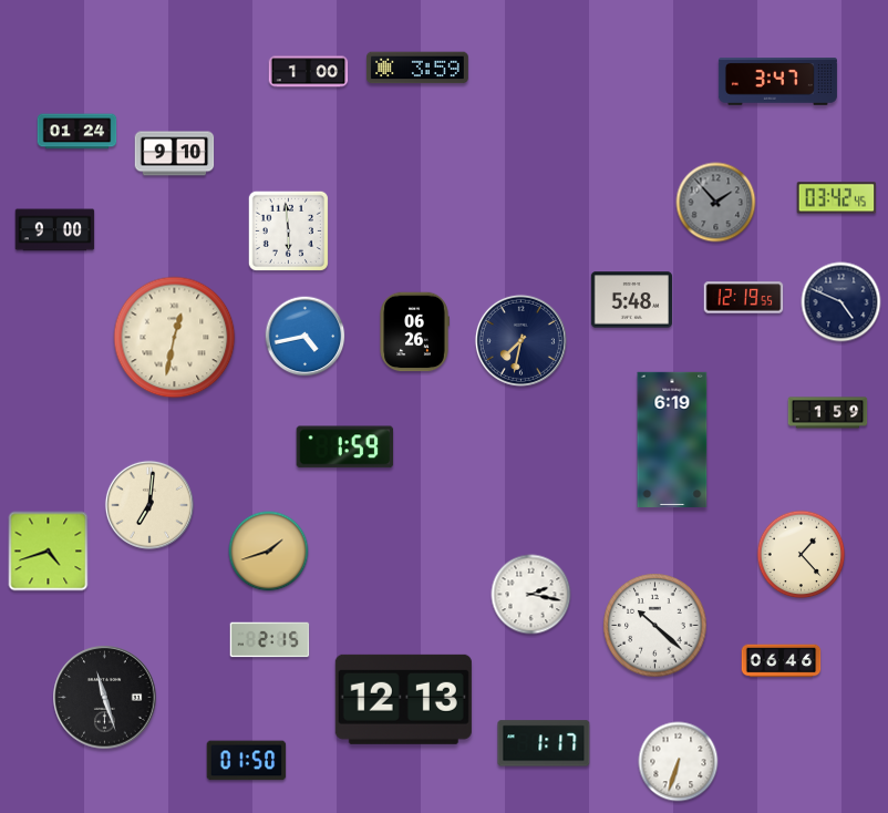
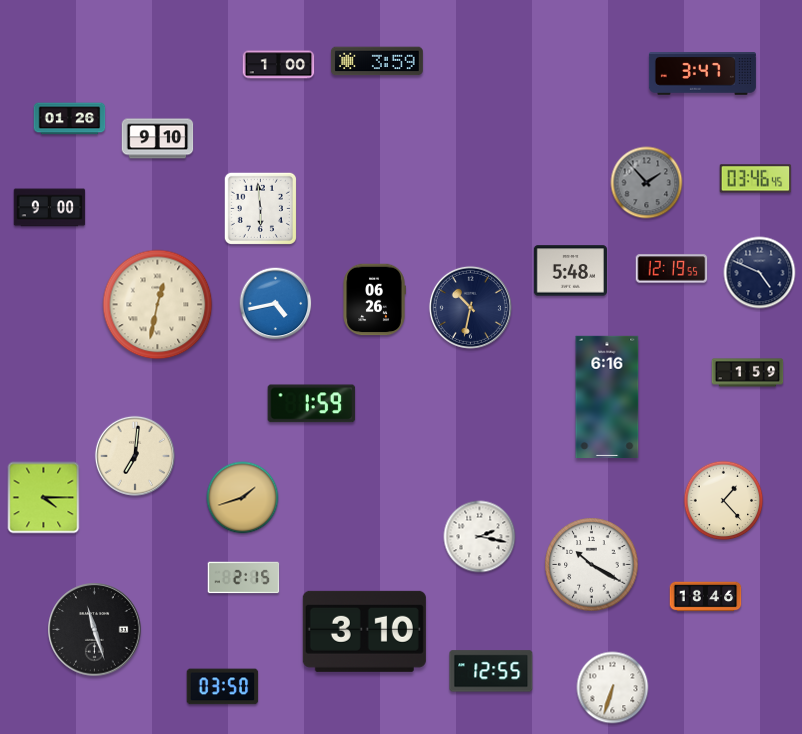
clock at (78, 132): 01:24 -> 01:26
clock at (837, 198): 03:42 -> 03:46
clock at (520, 340): 7:32 -> 10:32
clock at (672, 439): 6:19 -> 6:16
clock at (49, 552): 4:42 -> 4:15
clock at (655, 626): 10:22 -> 10:20
clock at (782, 661): 06:46 -> 18:46
clock at (403, 699): 12:13 -> 3:10
clock at (544, 743): 1:17 -> 12:55
clock at (247, 761): 01:50 -> 03:50
